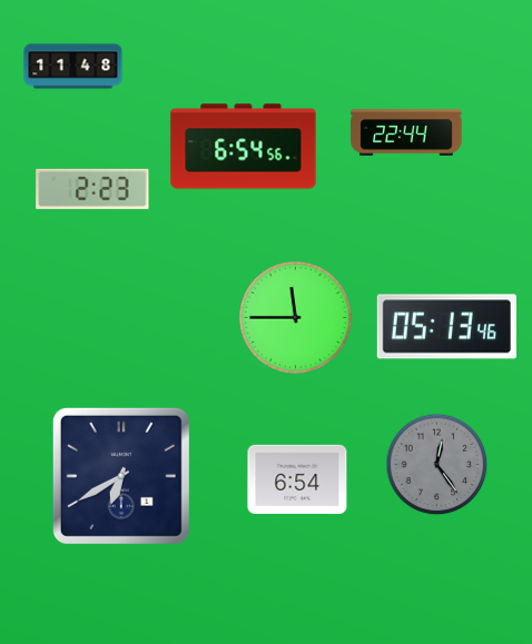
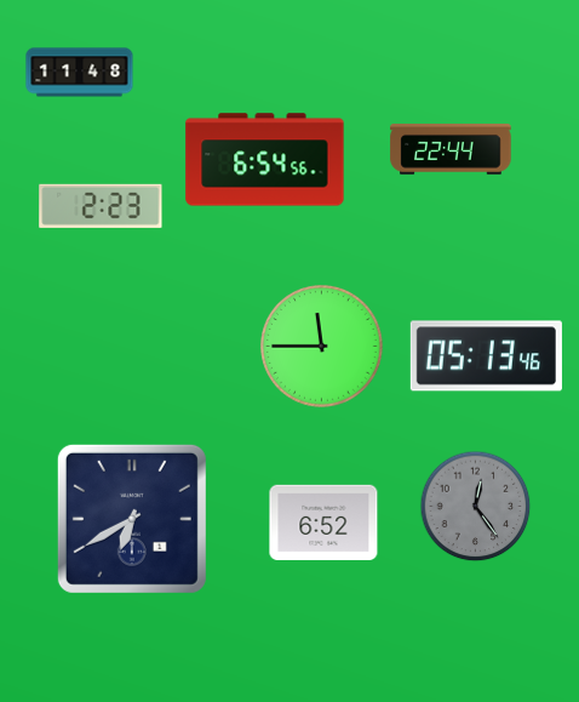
clock at (406, 132) position: (406, 132) -> (451, 149)
clock at (297, 478): 6:54 -> 6:52
